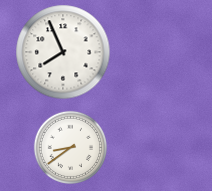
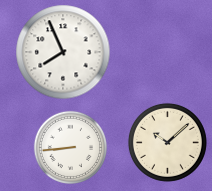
clock at (167, 142): none -> 10:08
clock at (71, 148): 8:39 -> 8:44
